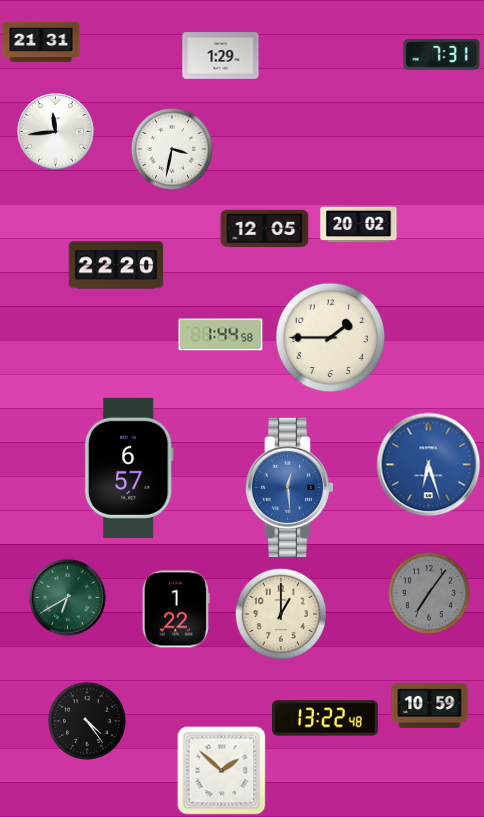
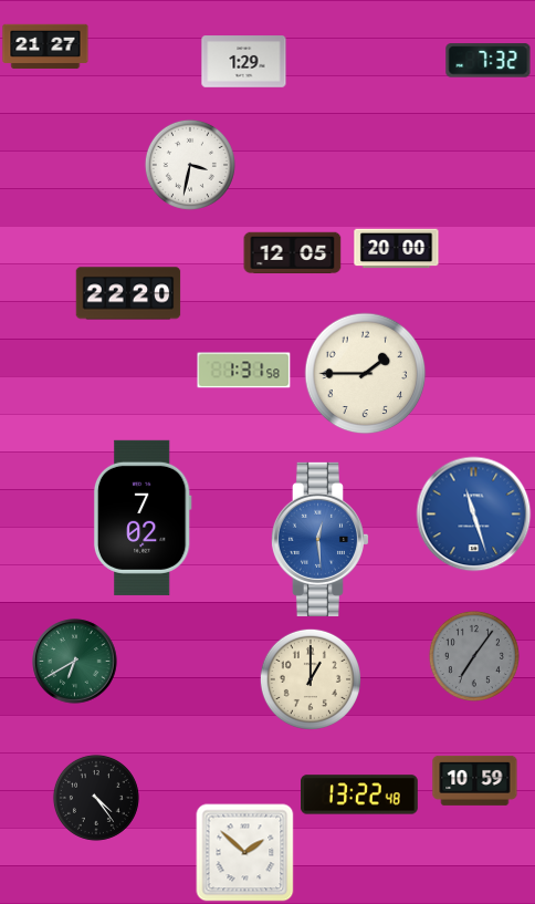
clock at (41, 42): 21:31 -> 21:27
clock at (442, 55): 7:31 -> 7:32
clock at (56, 132): 11:44 -> none
clock at (359, 225): 20:02 -> 20:00
clock at (221, 335): 1:44 -> 1:31
clock at (429, 465): 6:27 -> 11:27
clock at (129, 468): 6:57 -> 7:02
clock at (176, 609): 1:22 -> none
